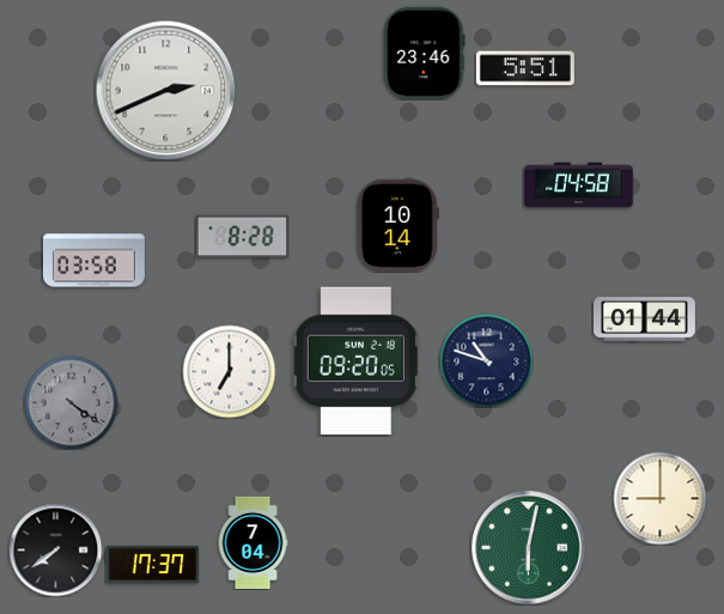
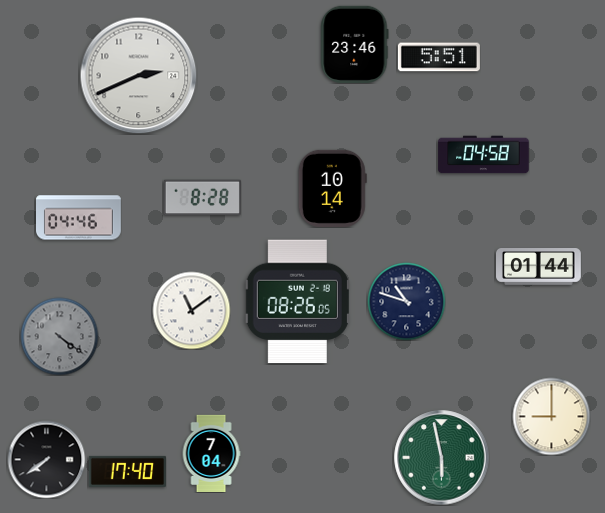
clock at (95, 261): 03:58 -> 04:46
clock at (355, 361): 09:20 -> 08:26
clock at (229, 371): 7:00 -> 11:09
clock at (529, 548): 6:02 -> 5:58
clock at (152, 564): 17:37 -> 17:40
